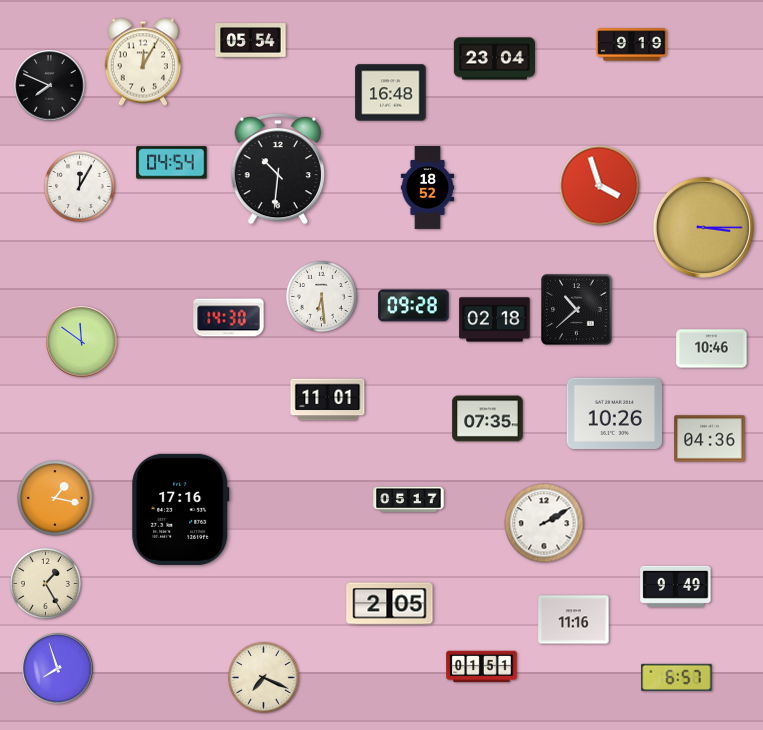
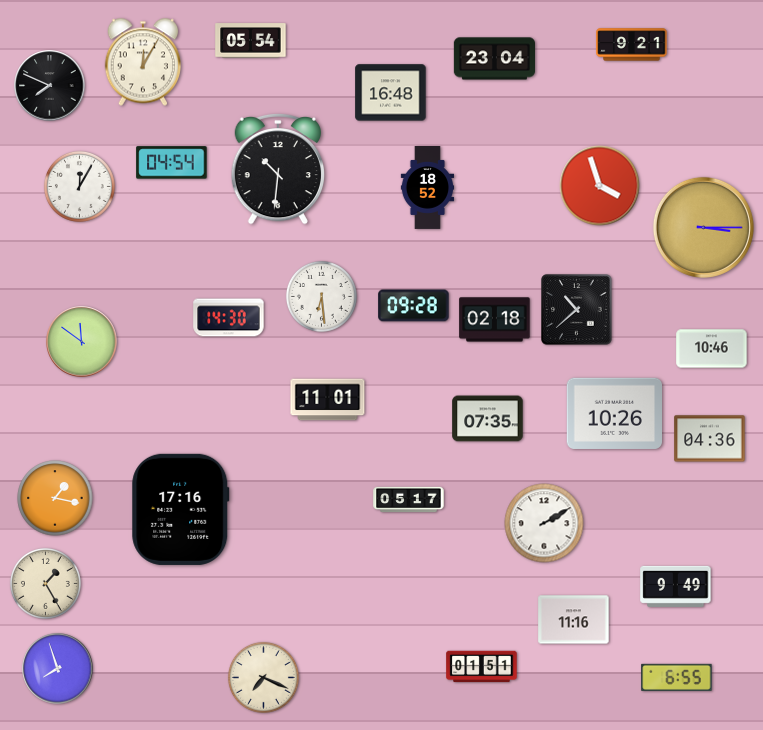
clock at (632, 45): 9:19 -> 9:21
clock at (390, 604): 2:05 -> none
clock at (677, 677): 6:57 -> 6:55
